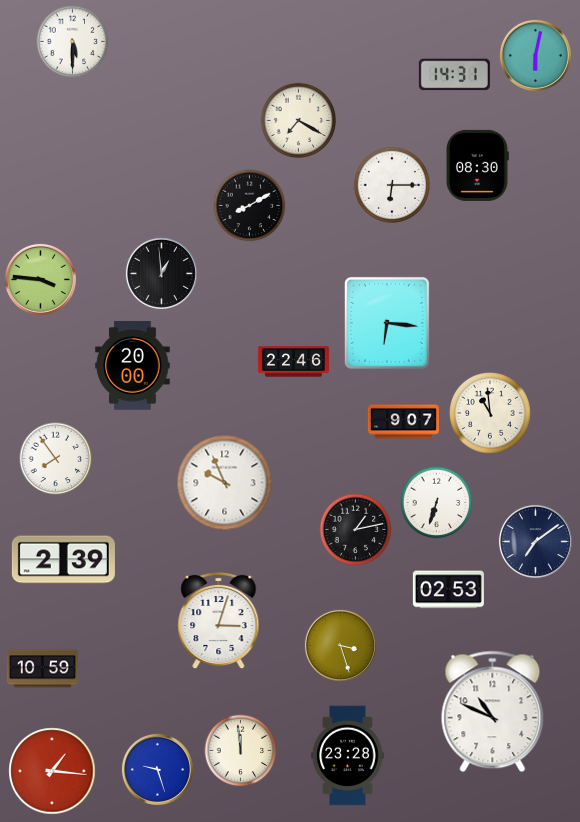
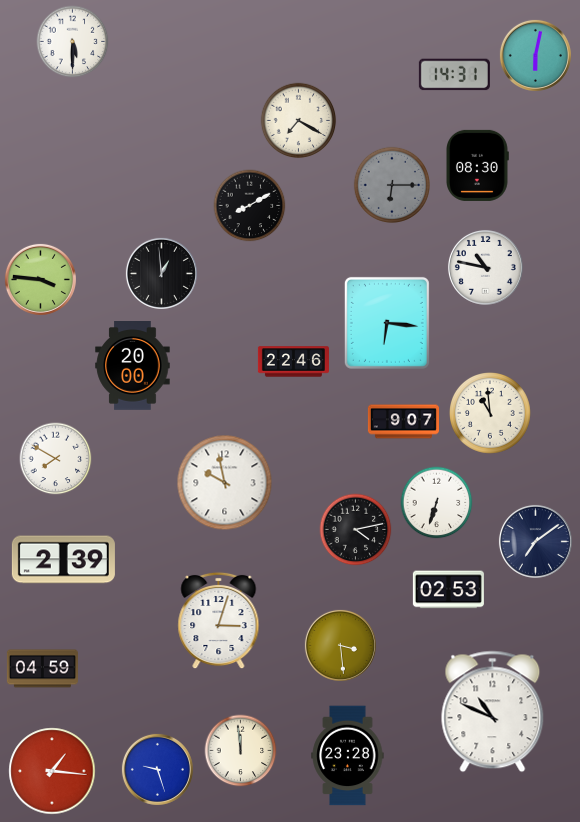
clock at (391, 184) dial: white -> grey
clock at (485, 267): none -> 10:47
clock at (56, 459): 7:54 -> 7:50
clock at (225, 483): 9:56 -> 9:58
clock at (356, 530): 1:13 -> 4:13
clock at (340, 645): 3:27 -> 3:29
clock at (42, 669): 10:59 -> 04:59
